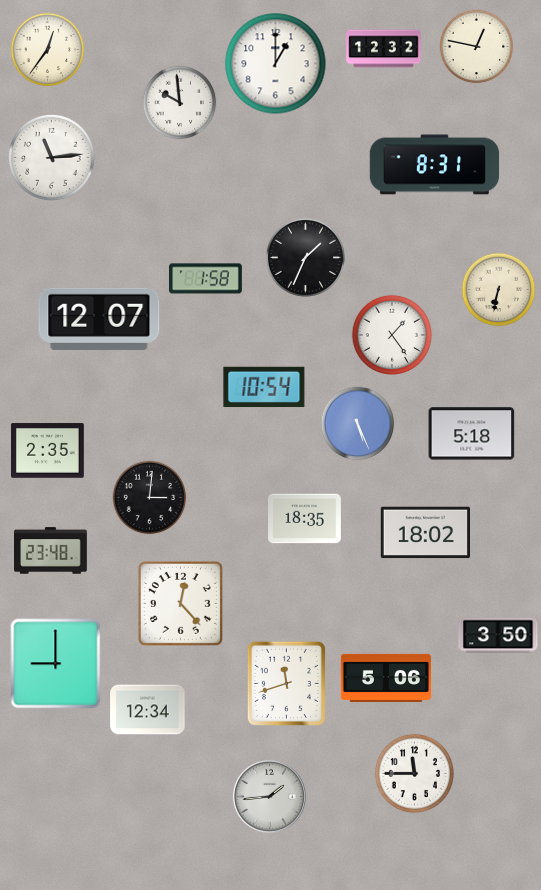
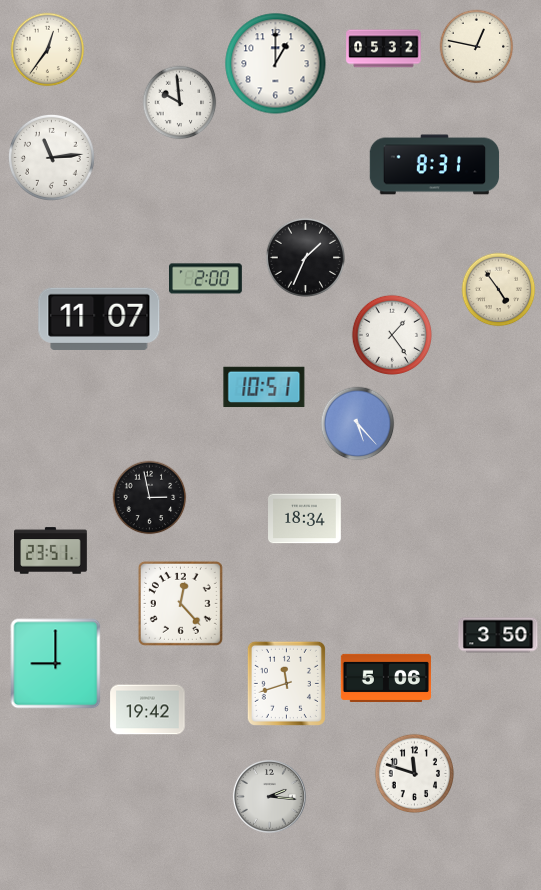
clock at (384, 49): 12:32 -> 05:32
clock at (206, 279): 1:58 -> 2:00
clock at (499, 290): 6:32 -> 4:54
clock at (99, 319): 12:07 -> 11:07
clock at (264, 387): 10:54 -> 10:51
clock at (358, 424): 5:26 -> 5:23
clock at (472, 434): 5:18 -> none
clock at (48, 451): 2:35 -> none
clock at (150, 498): 3:01 -> 2:58
clock at (305, 519): 18:35 -> 18:34
clock at (425, 533): 18:02 -> none
clock at (51, 551): 23:48 -> 23:51
clock at (148, 710): 12:34 -> 19:42
clock at (414, 773): 11:45 -> 11:48
clock at (269, 796): 1:44 -> 2:16
